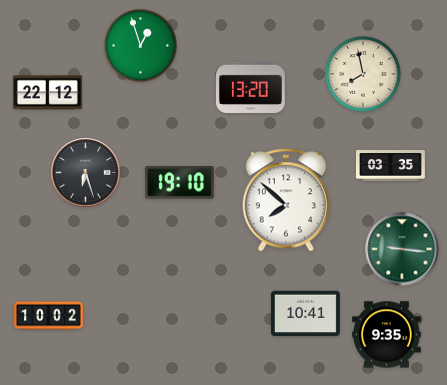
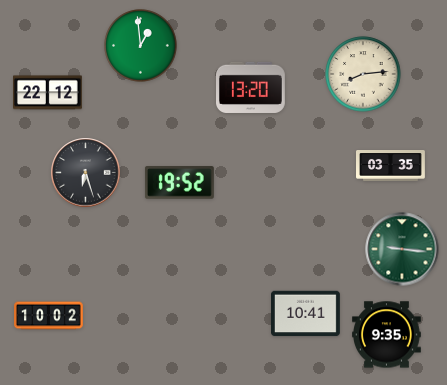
clock at (141, 46): 12:57 -> 12:59
clock at (363, 74): 7:58 -> 8:14
clock at (179, 183): 19:10 -> 19:52
clock at (286, 200): 7:52 -> none
